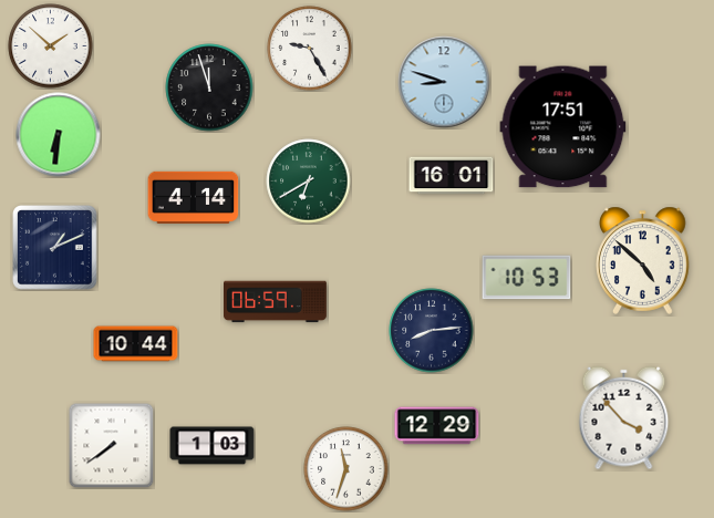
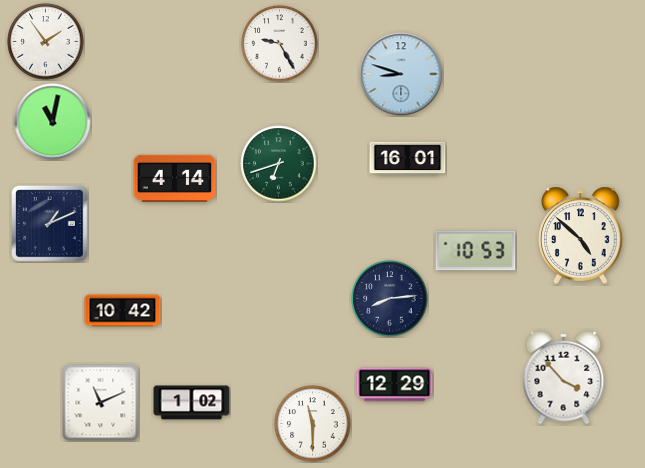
clock at (51, 46): 1:52 -> 1:54
clock at (209, 87): 11:57 -> none
clock at (563, 127): 17:51 -> none
clock at (59, 135): 6:31 -> 11:02
clock at (309, 182): 6:40 -> 6:42
clock at (276, 302): 06:59 -> none
clock at (136, 344): 10:44 -> 10:42
clock at (111, 445): 7:39 -> 11:11
clock at (213, 446): 1:03 -> 1:02
clock at (346, 469): 11:33 -> 11:30
